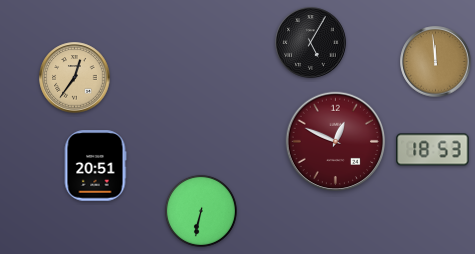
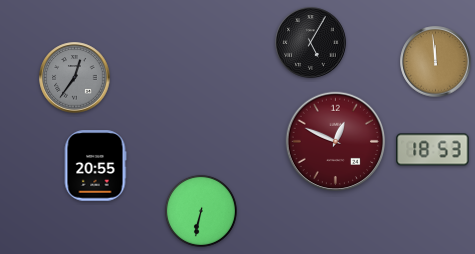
clock at (75, 78) dial: champagne -> grey
clock at (95, 166): 20:51 -> 20:55
